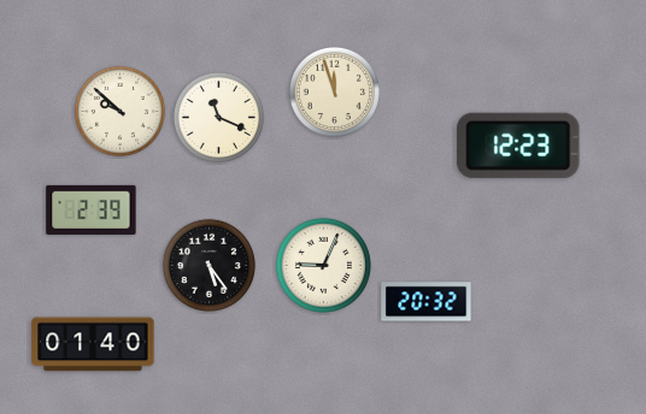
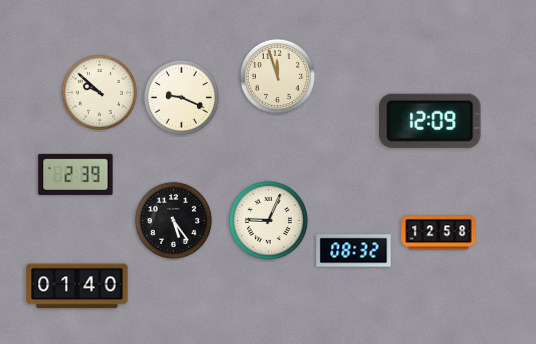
clock at (218, 117): 11:19 -> 9:19
clock at (518, 146): 12:23 -> 12:09
clock at (439, 233): none -> 12:58
clock at (427, 302): 20:32 -> 08:32
